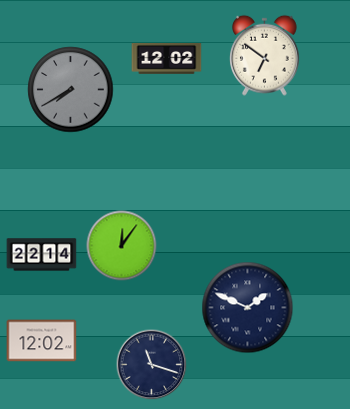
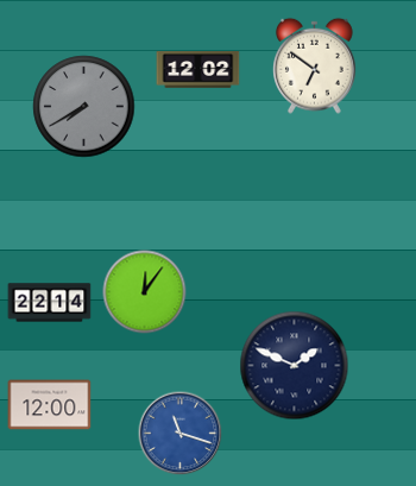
clock at (42, 341): 12:02 -> 12:00
clock at (152, 365) dial: navy -> blue
